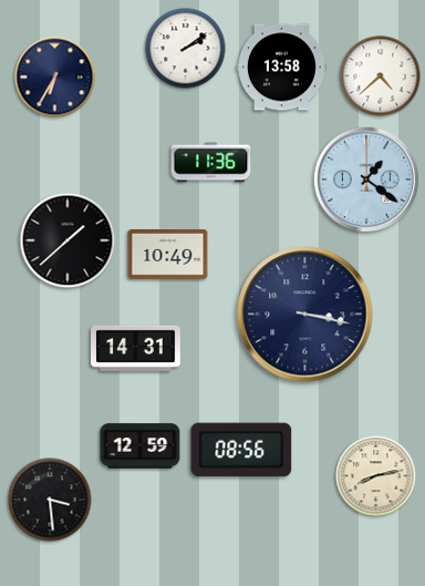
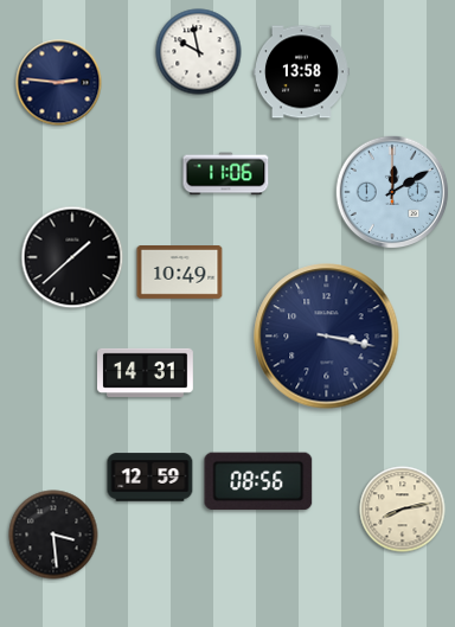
clock at (186, 49): 2:09 -> 9:58
clock at (381, 76): 4:38 -> none
clock at (55, 78): 6:35 -> 2:46
clock at (211, 163): 11:36 -> 11:06
clock at (366, 179): 1:21 -> 12:10
